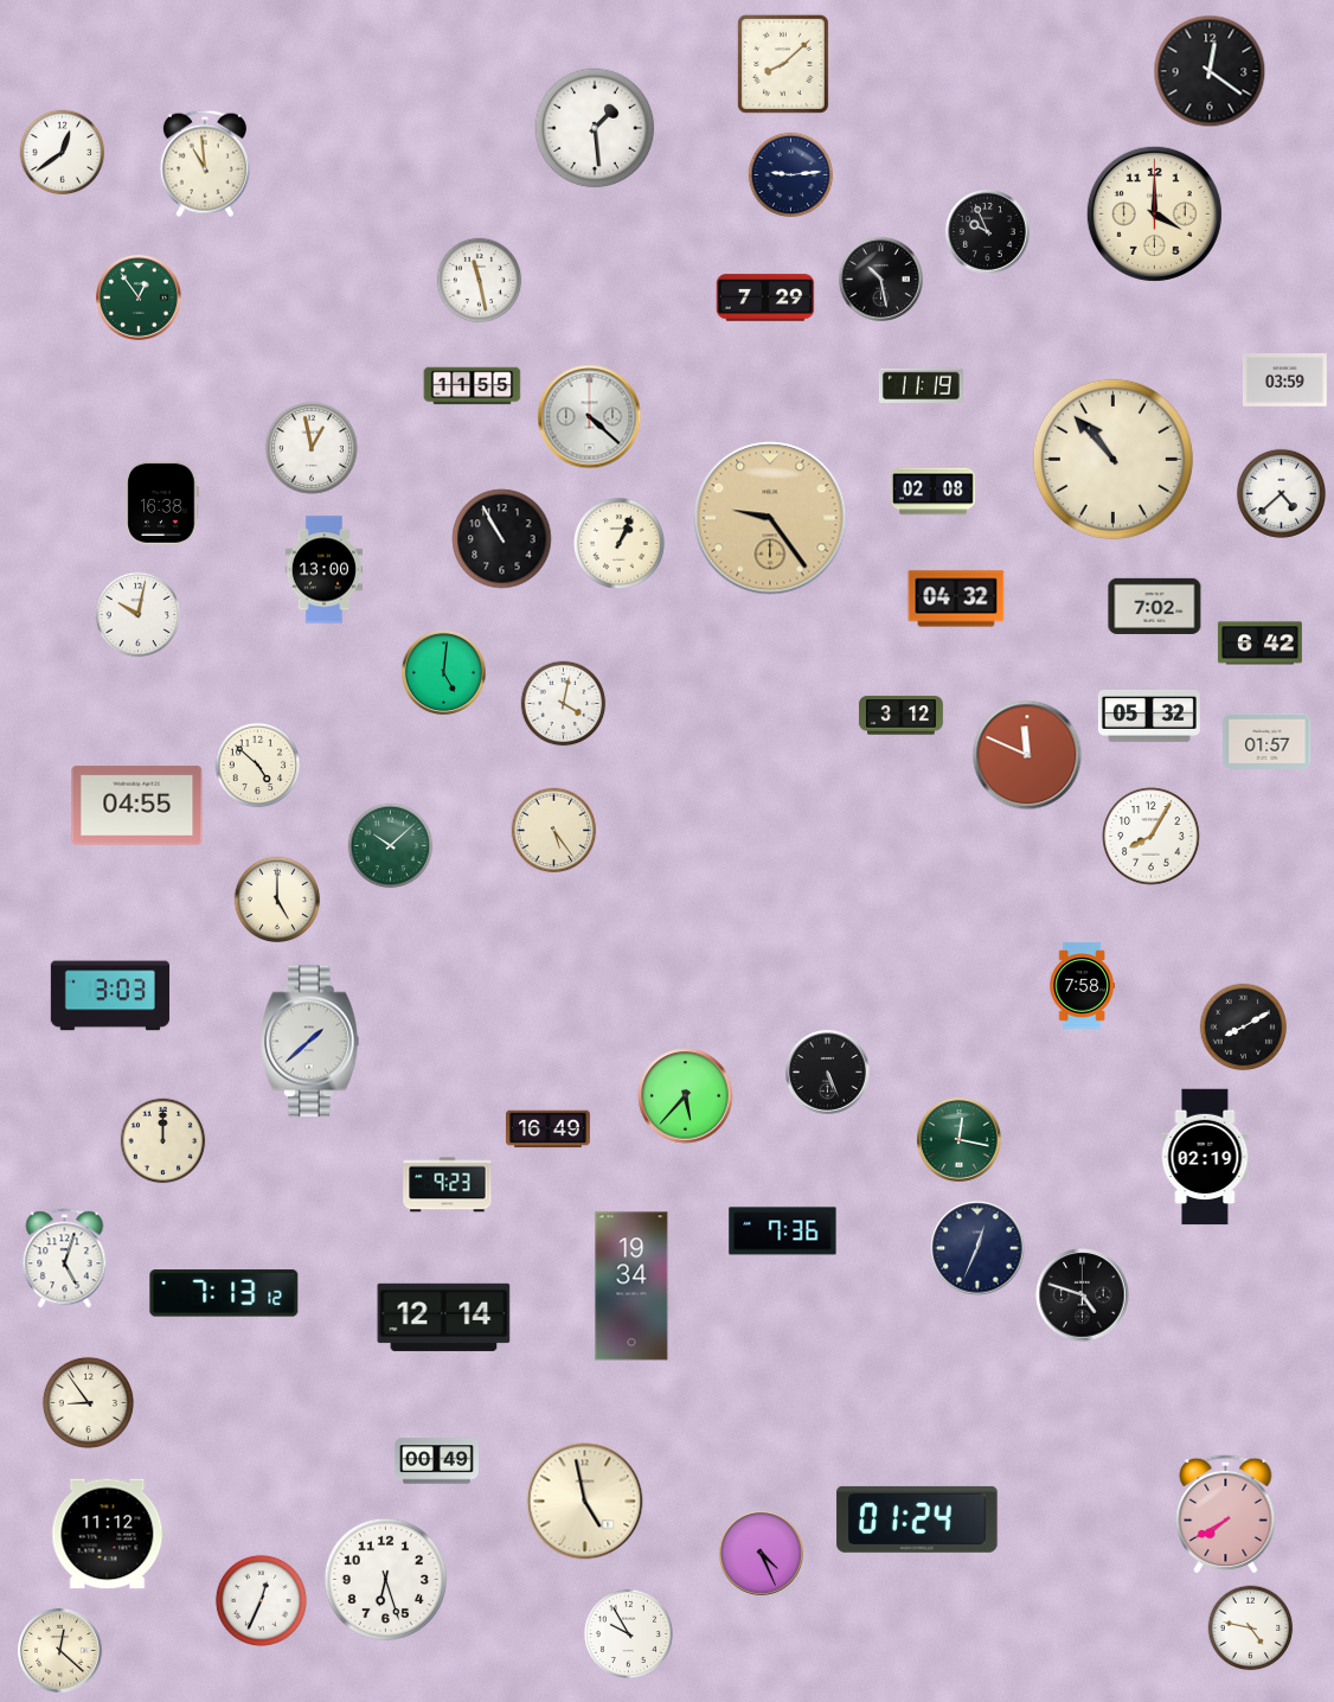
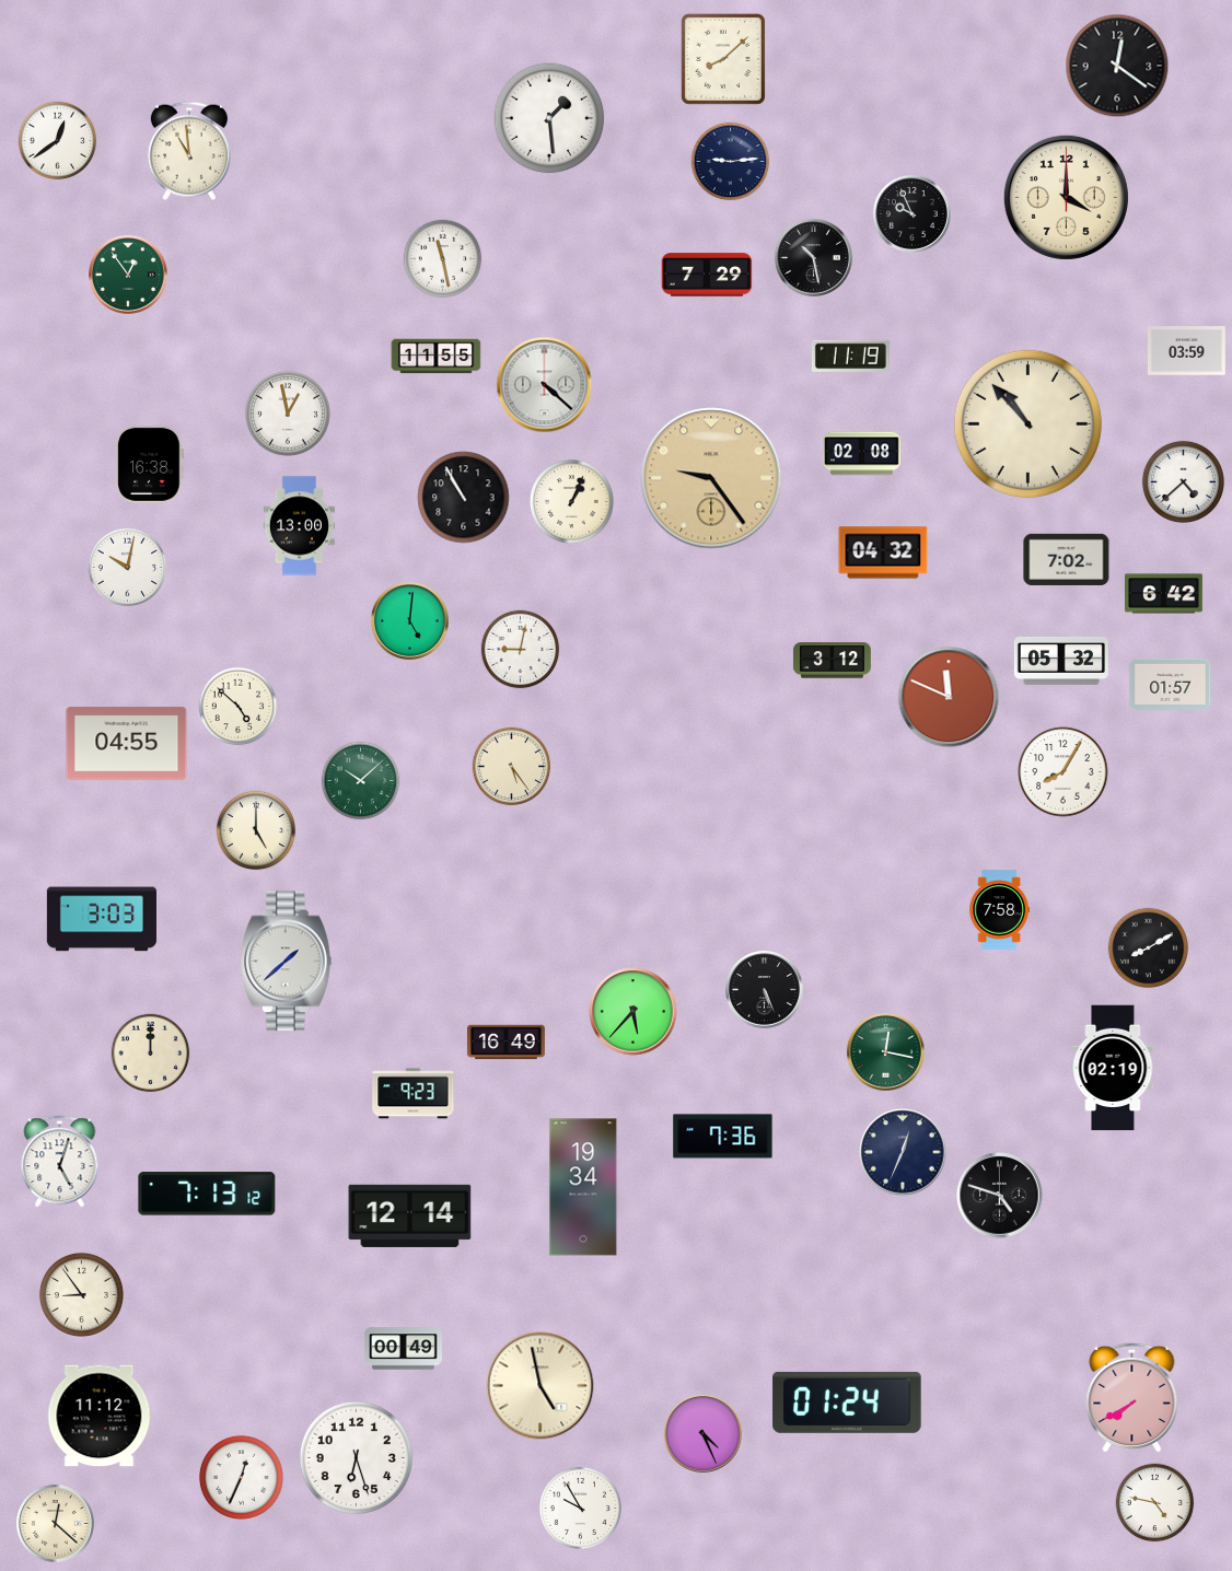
clock at (1281, 493) position: (1281, 493) -> (1183, 481)
clock at (564, 704): 4:02 -> 9:02
